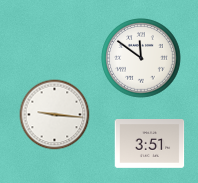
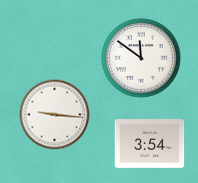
clock at (150, 144): 3:51 -> 3:54
